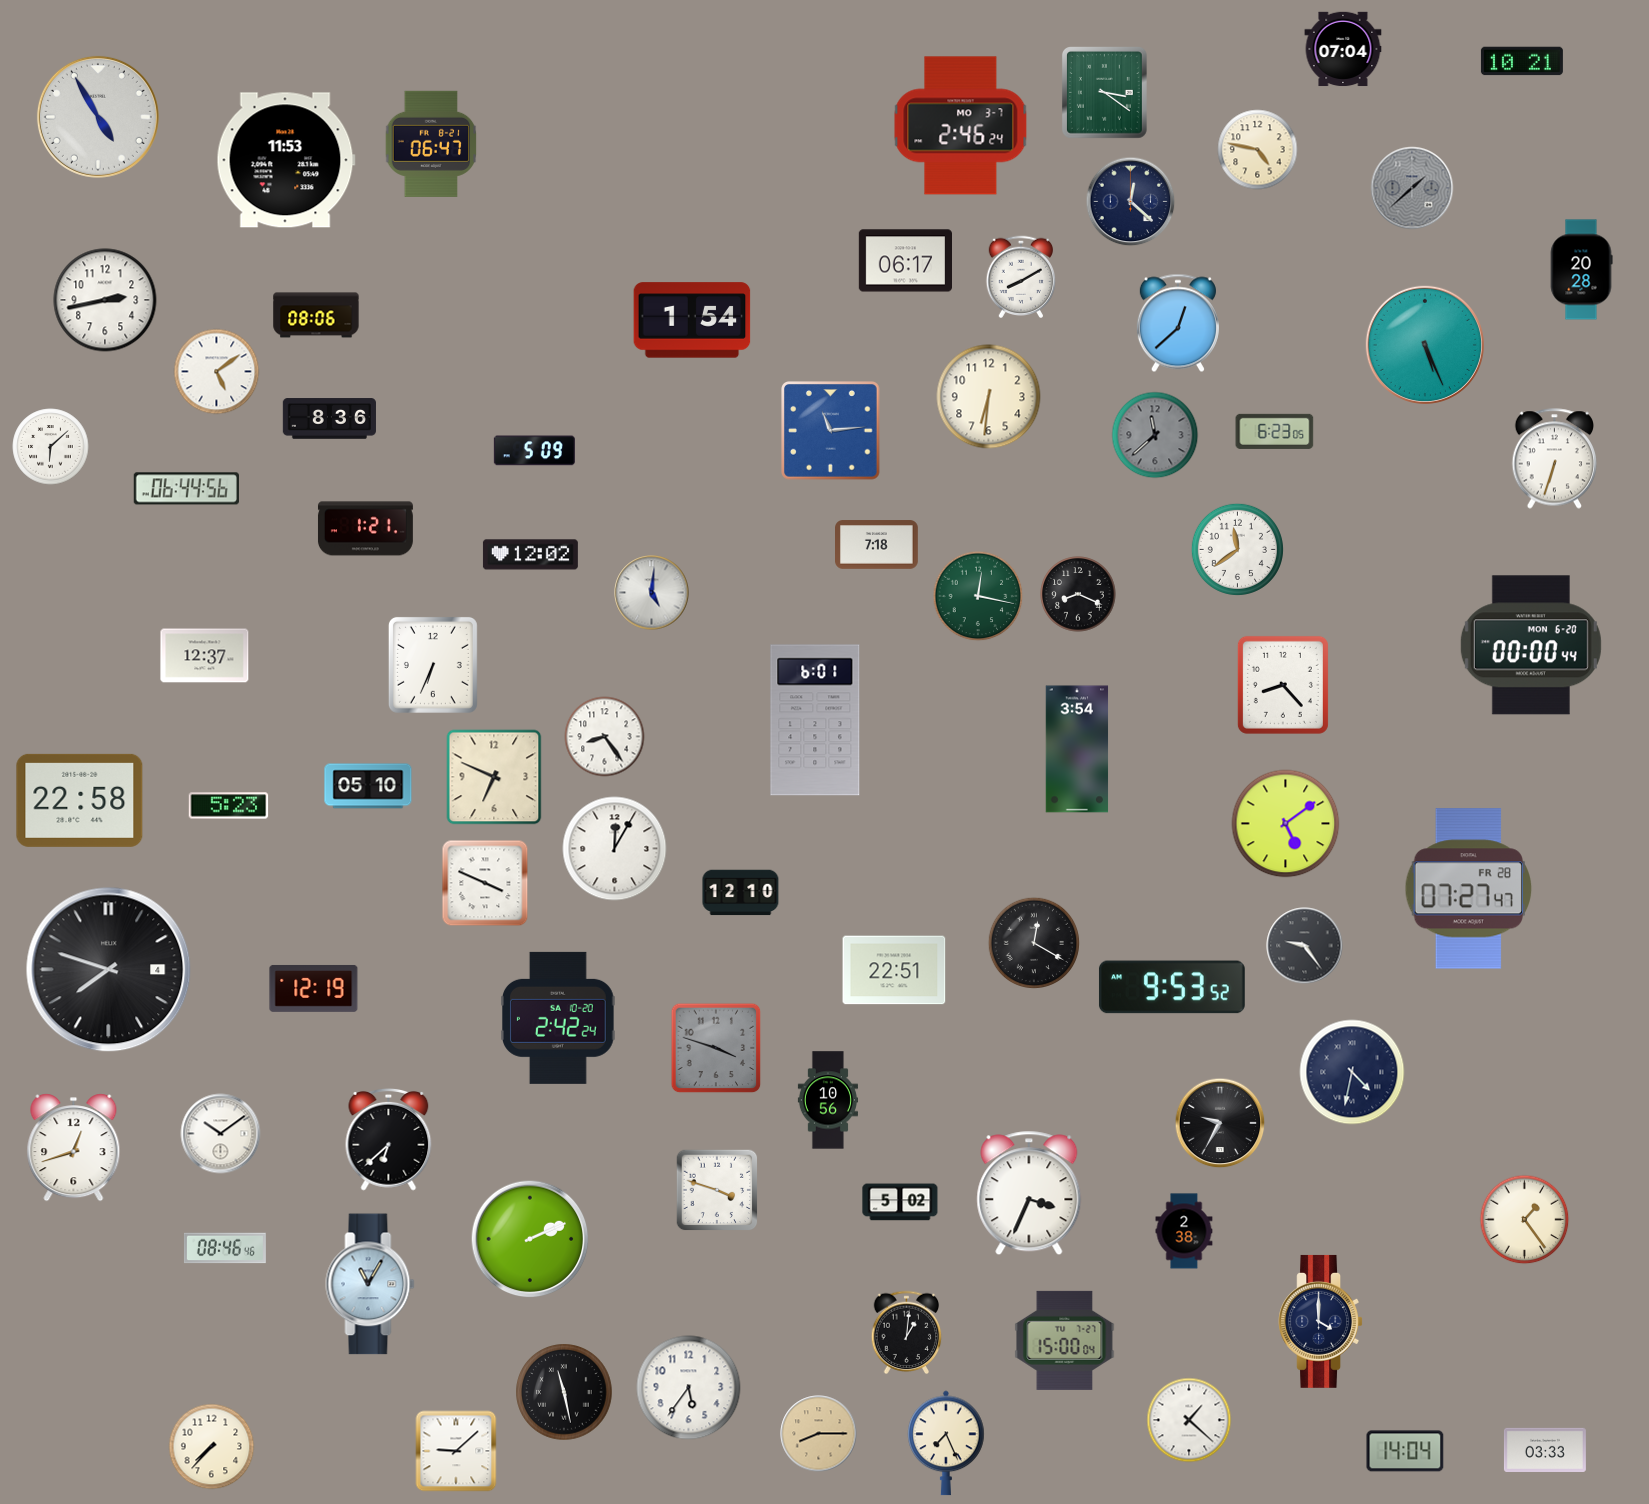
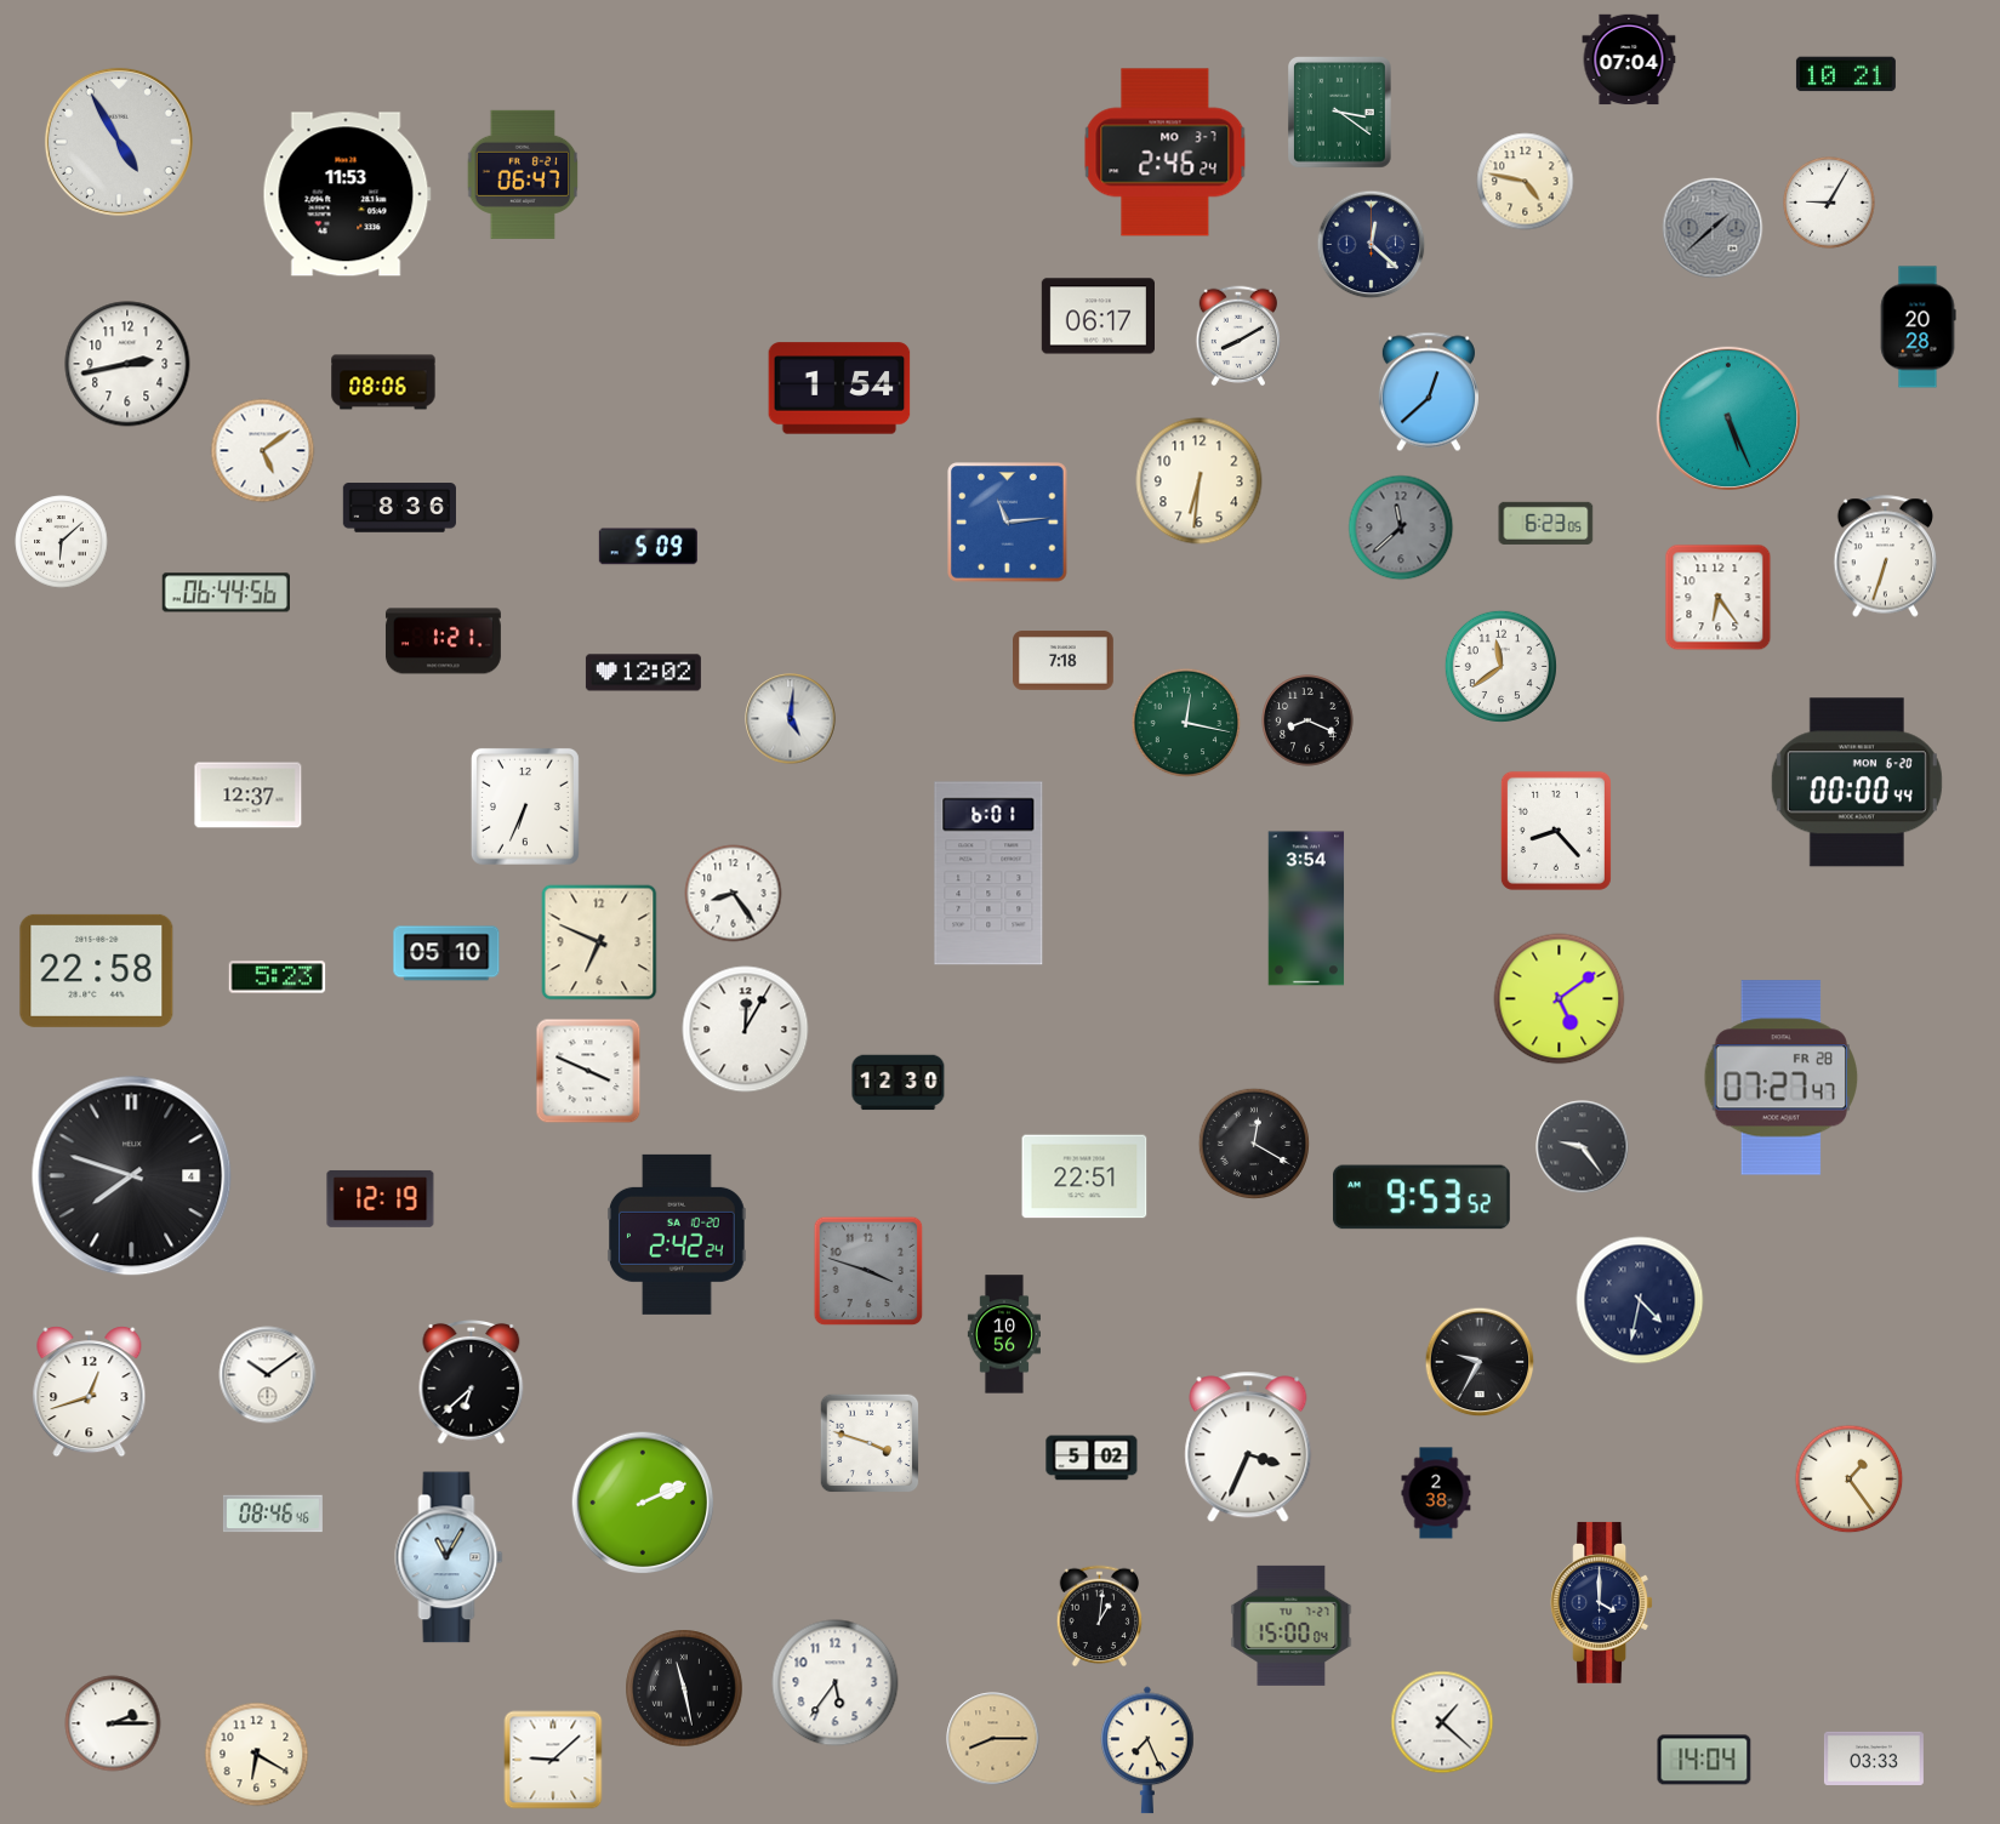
clock at (1829, 203): none -> 9:05
clock at (1719, 598): none -> 6:24
clock at (741, 893): 12:10 -> 12:30
clock at (113, 1723): none -> 2:15
clock at (212, 1447): 7:37 -> 6:20
